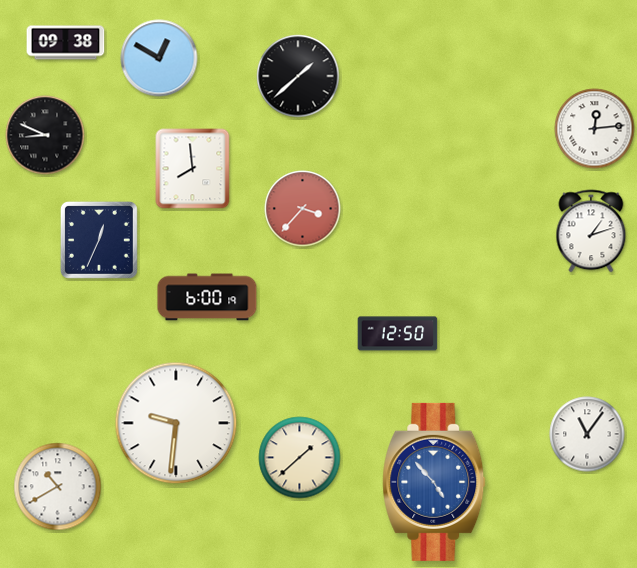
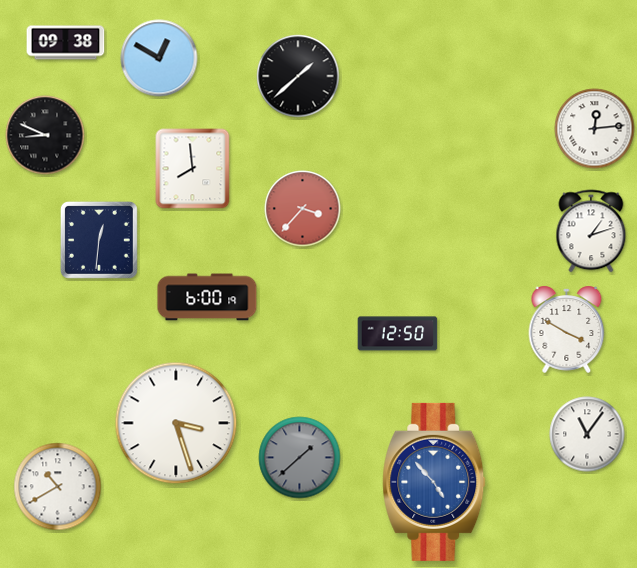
clock at (99, 240): 12:34 -> 12:31
clock at (567, 329): none -> 3:50
clock at (176, 423): 9:31 -> 3:27
clock at (300, 458) dial: cream -> grey
